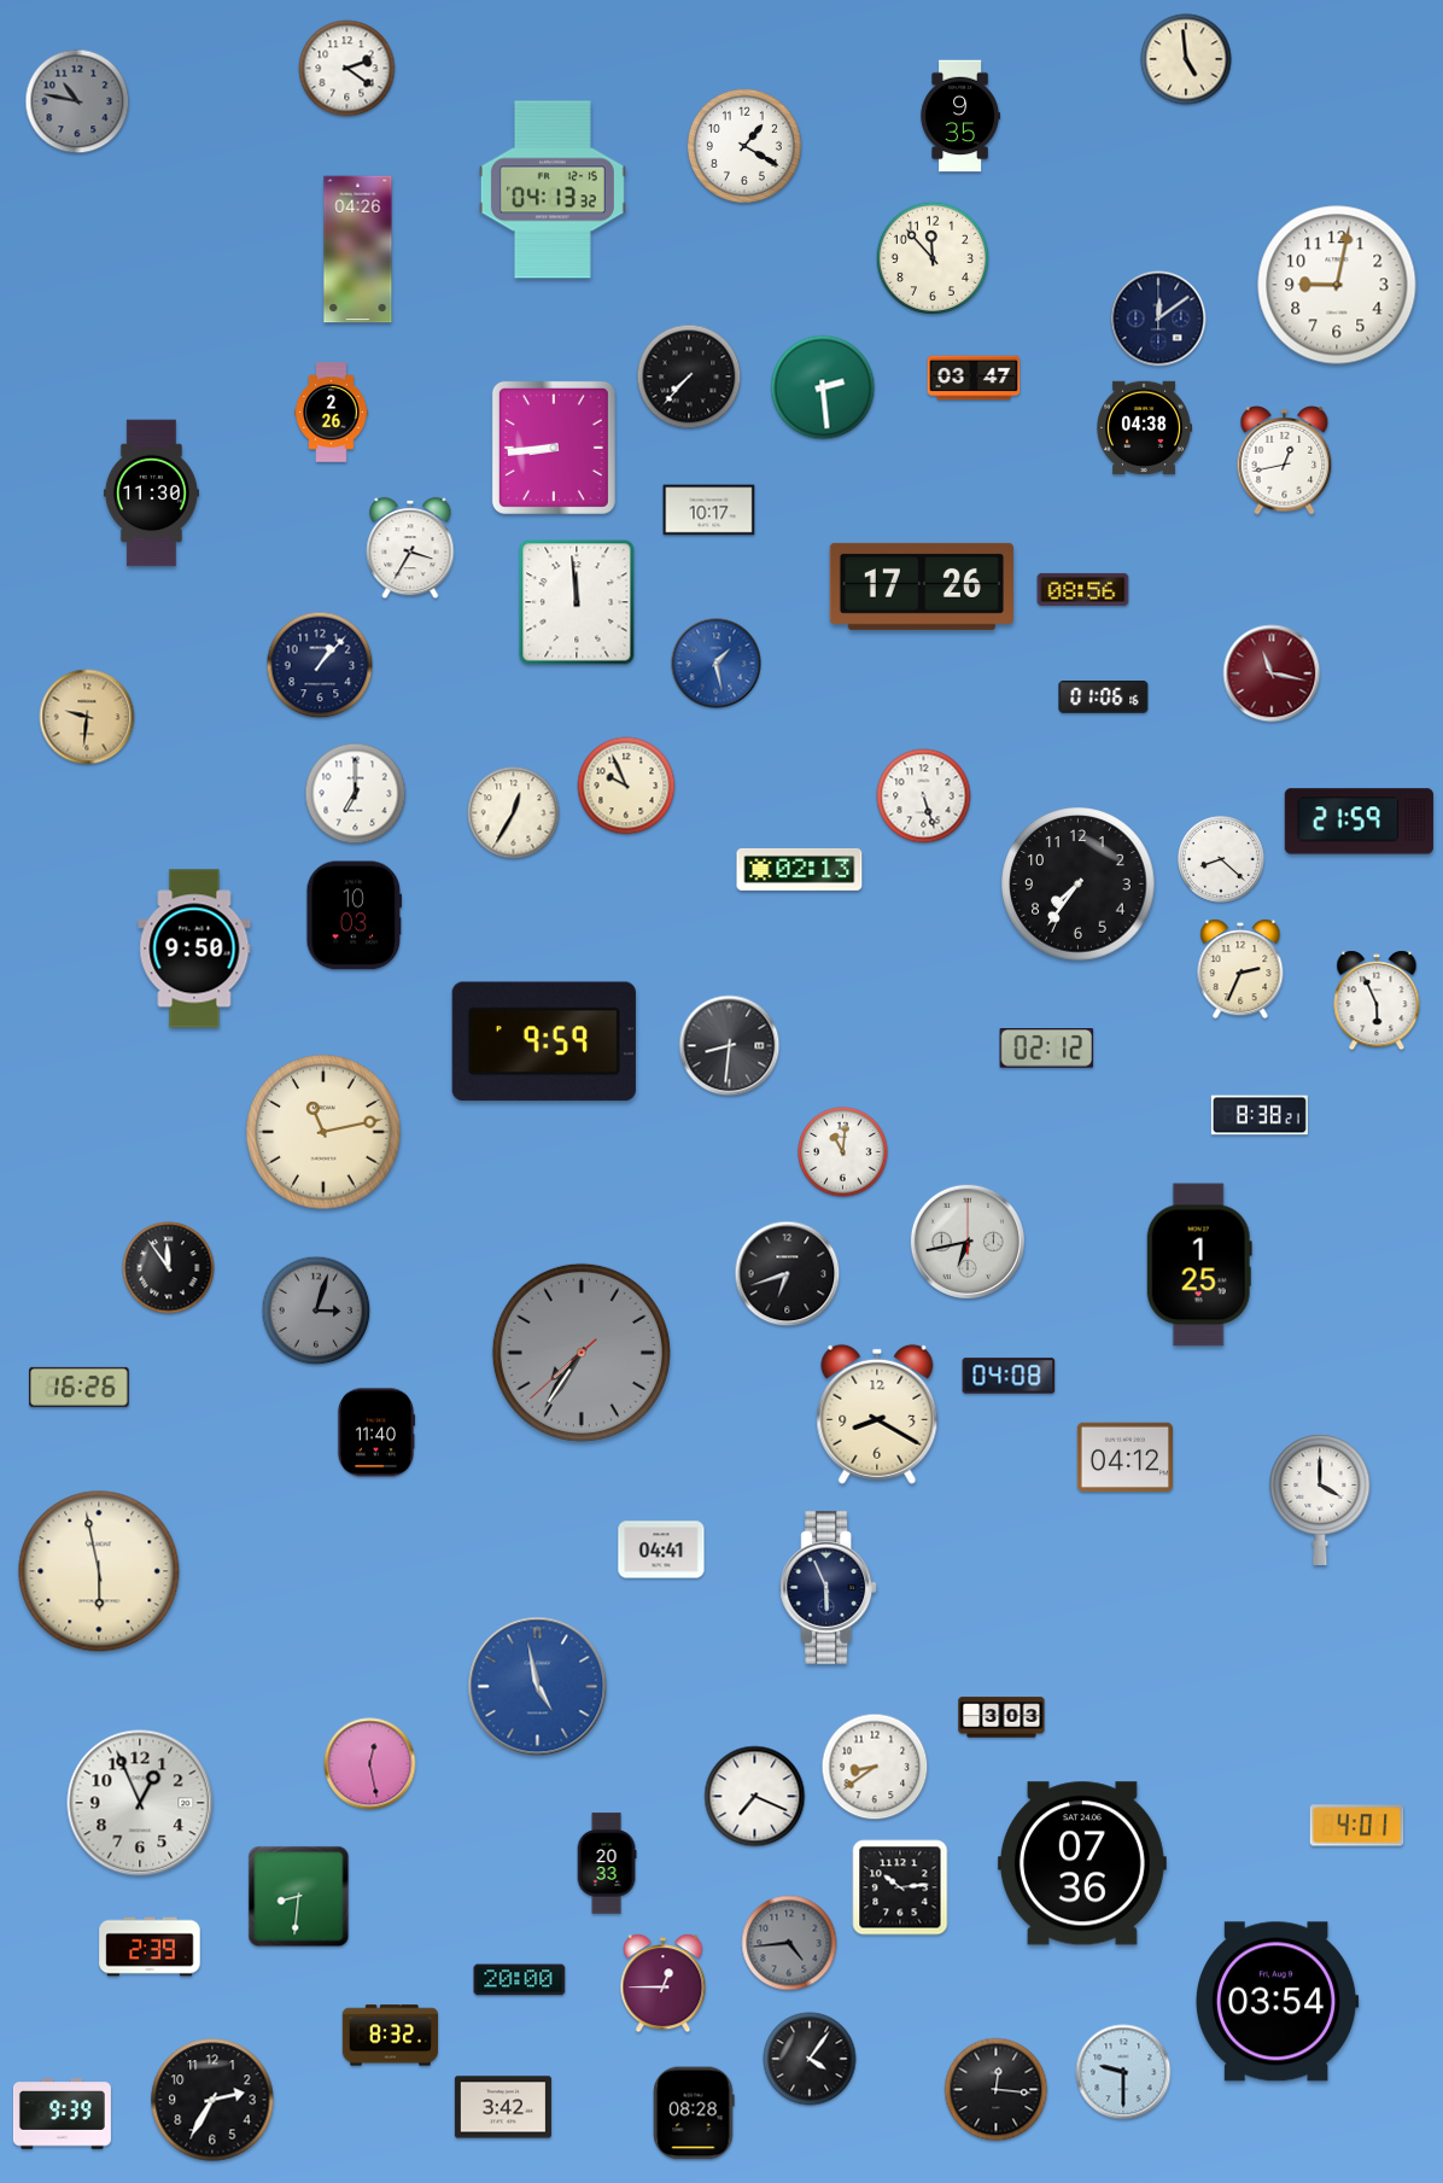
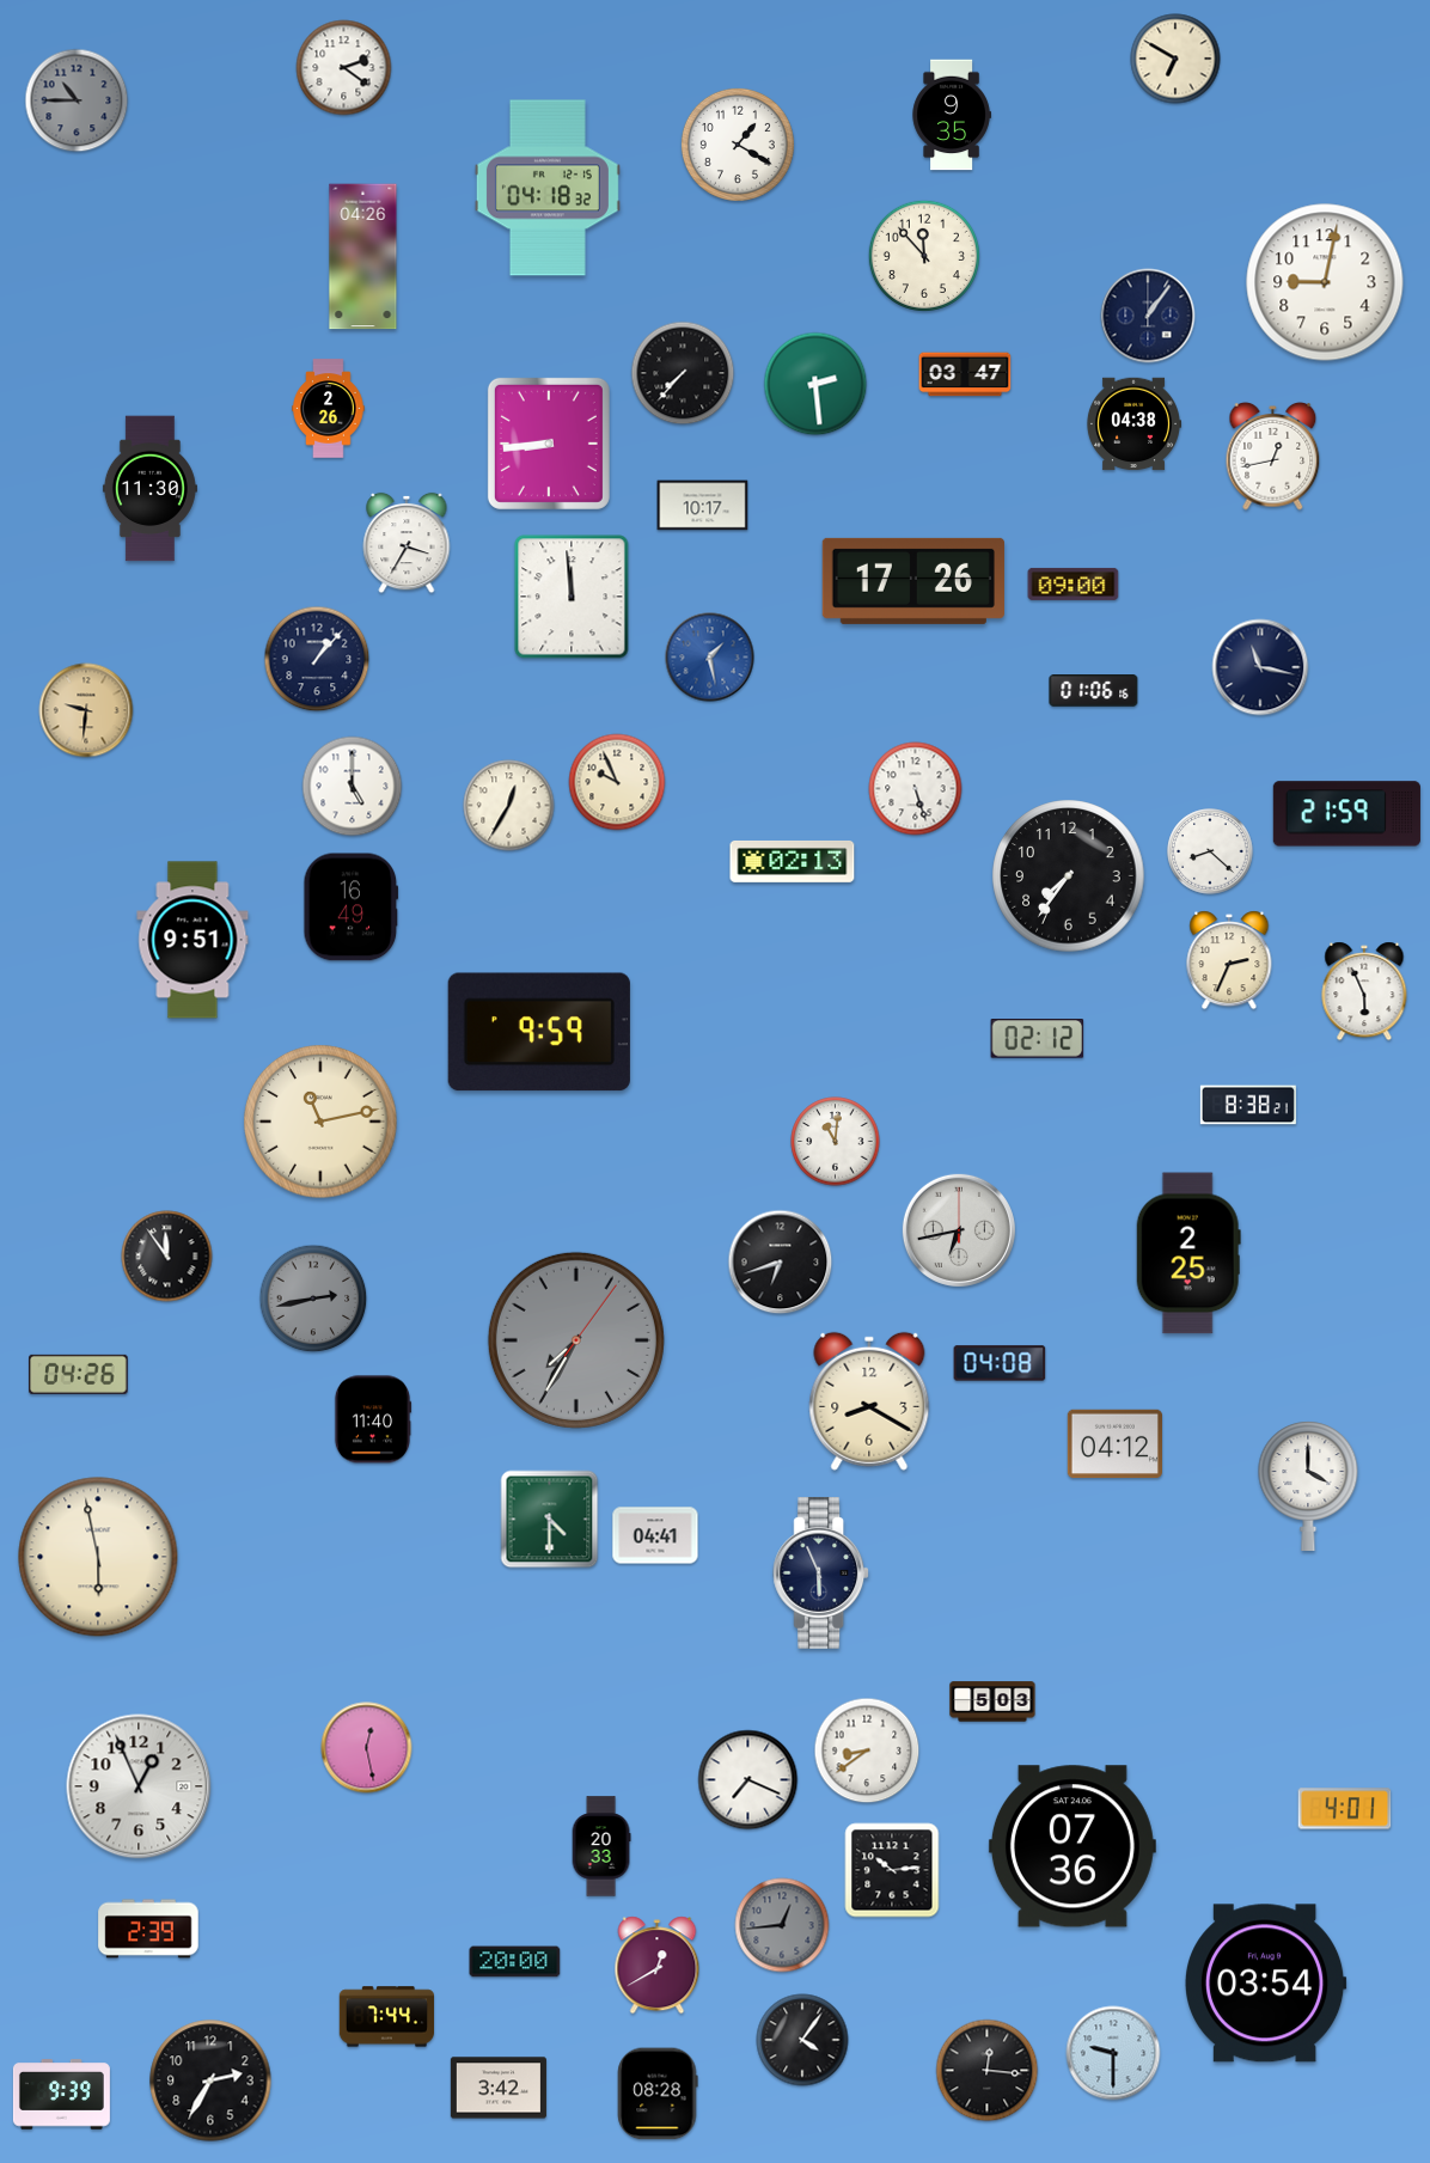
clock at (1186, 59): 4:59 -> 6:50
clock at (77, 101): 10:47 -> 10:45
clock at (553, 189): 04:13 -> 04:18
clock at (358, 250) position: (358, 250) -> (363, 257)
clock at (1158, 319): 12:09 -> 1:06
clock at (1083, 589): 08:56 -> 09:00
clock at (1272, 673) dial: burgundy -> navy
clock at (626, 786) position: (626, 786) -> (617, 782)
clock at (356, 794): 7:00 -> 5:00
clock at (355, 916): 10:03 -> 16:49
clock at (194, 949): 9:50 -> 9:51
clock at (730, 1046): 8:31 -> none
clock at (1199, 1265): 1:25 -> 2:25
clock at (316, 1311): 3:03 -> 2:43
clock at (582, 1353): 7:35:38 -> 7:35:06
clock at (80, 1387): 16:26 -> 04:26
clock at (550, 1520): none -> 4:30
clock at (538, 1687): 4:58 -> none
clock at (1001, 1717): 3:03 -> 5:03
clock at (299, 1897): 8:31 -> none
clock at (789, 1943): 4:44 -> 12:44
clock at (664, 1984): 12:45 -> 12:40
clock at (390, 2036): 8:32 -> 7:44
clock at (694, 2113) position: (694, 2113) -> (658, 2094)
